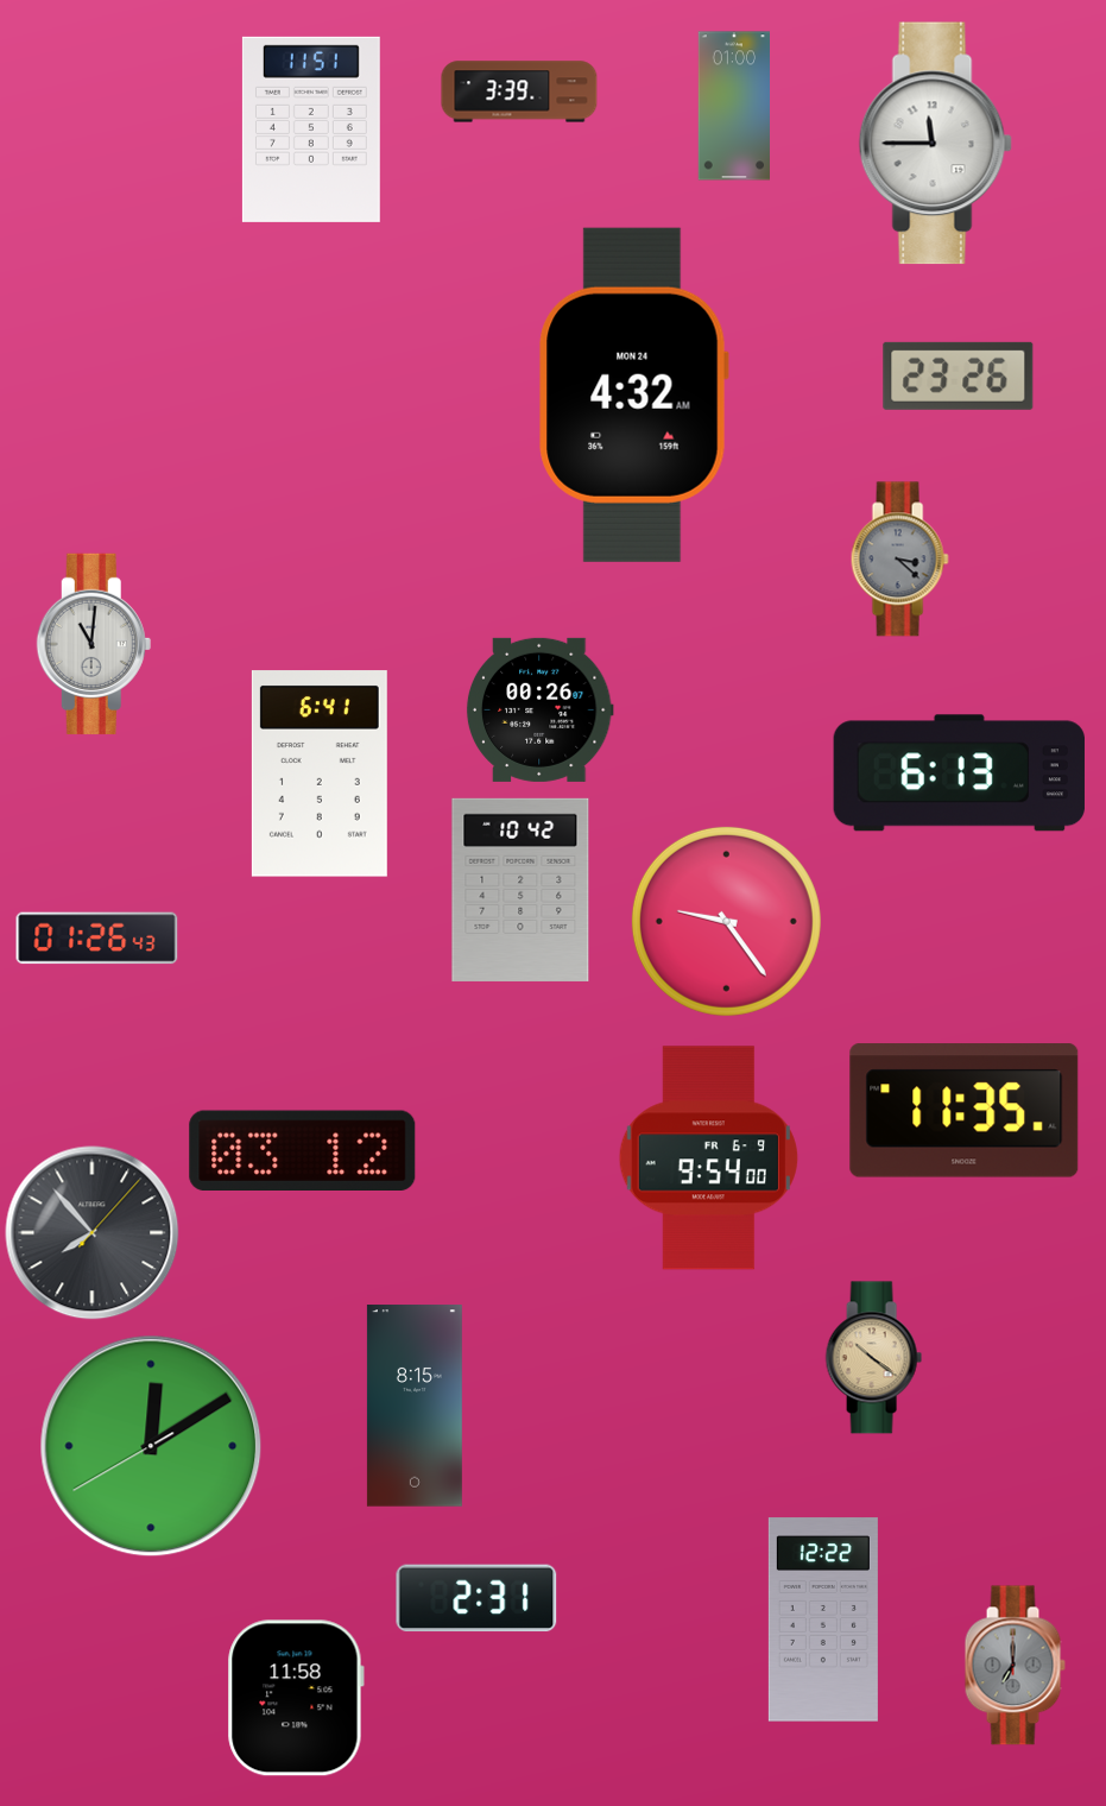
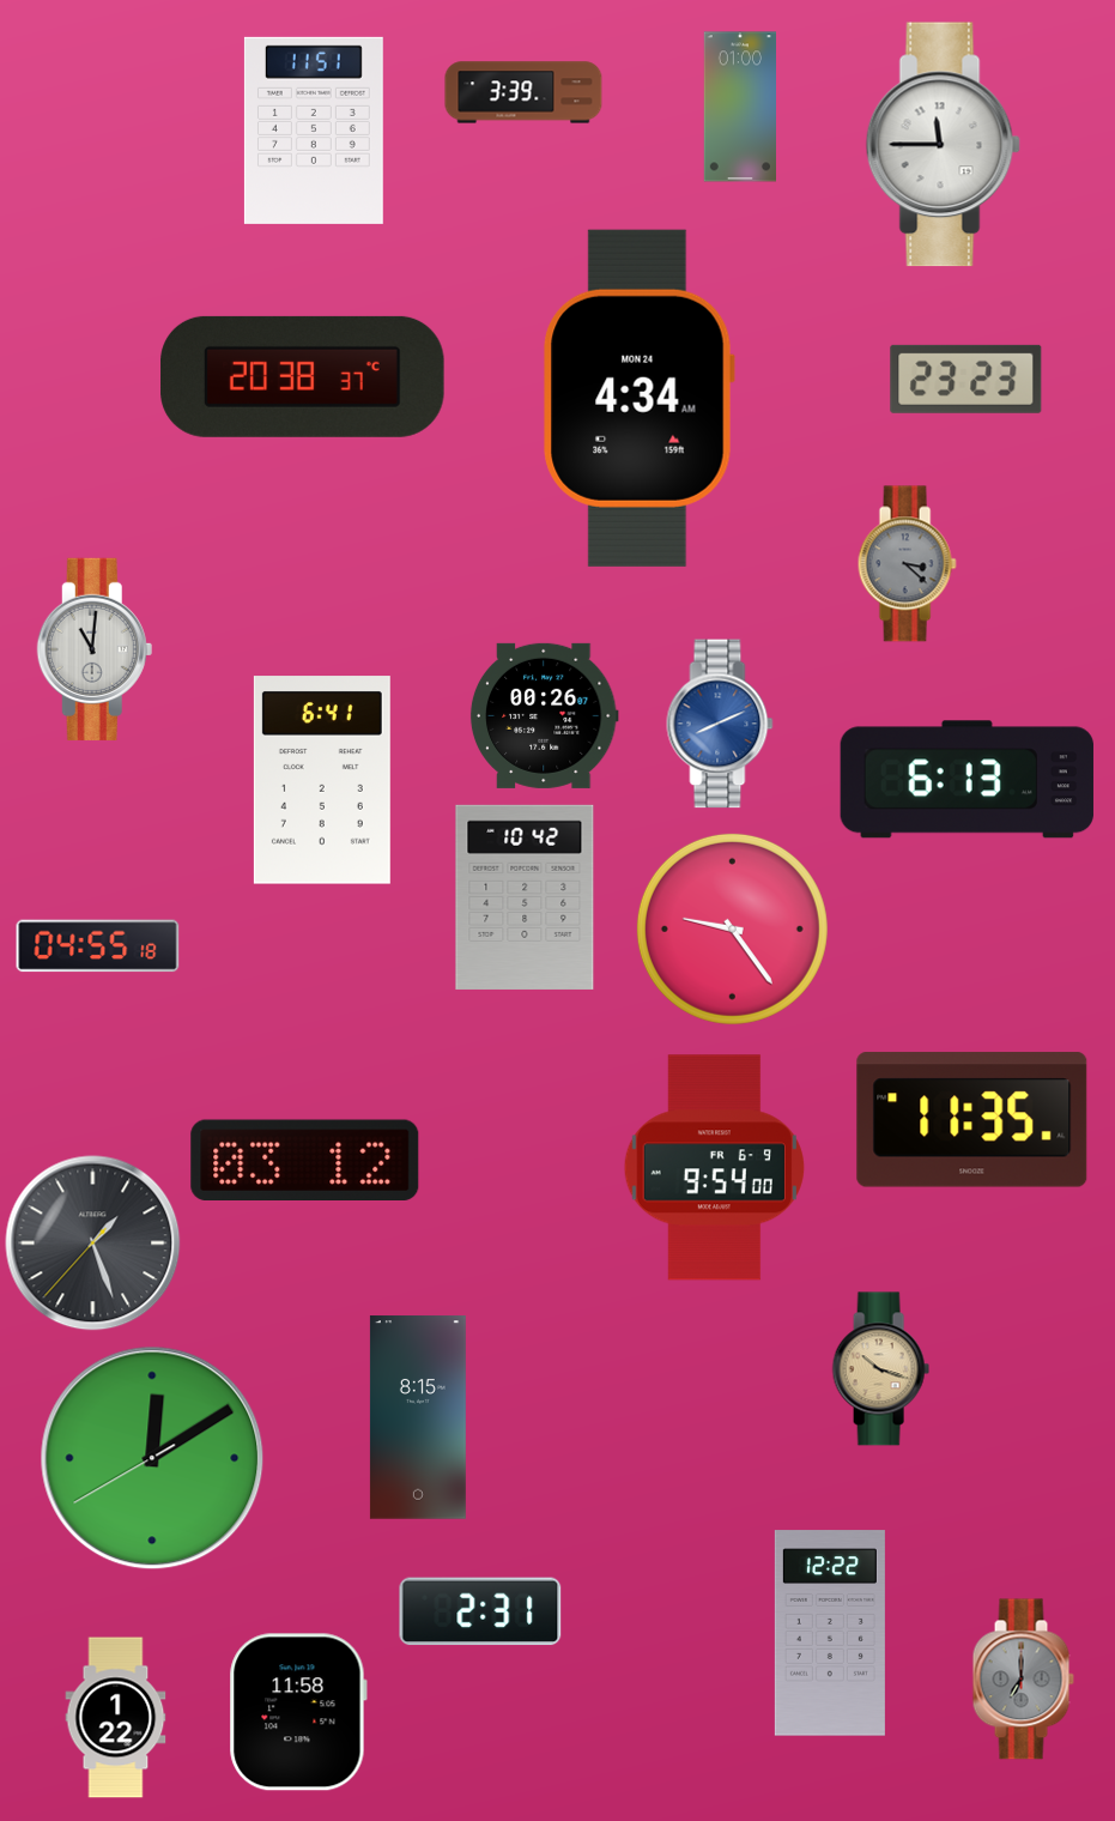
clock at (303, 376): none -> 20:38
clock at (959, 375): 23:26 -> 23:23
clock at (633, 394): 4:32 -> 4:34
clock at (720, 724): none -> 8:11
clock at (97, 939): 01:26 -> 04:55
clock at (93, 1233): 7:53 -> 1:26
clock at (873, 1358): 10:21 -> 10:18
clock at (116, 1718): none -> 1:22
